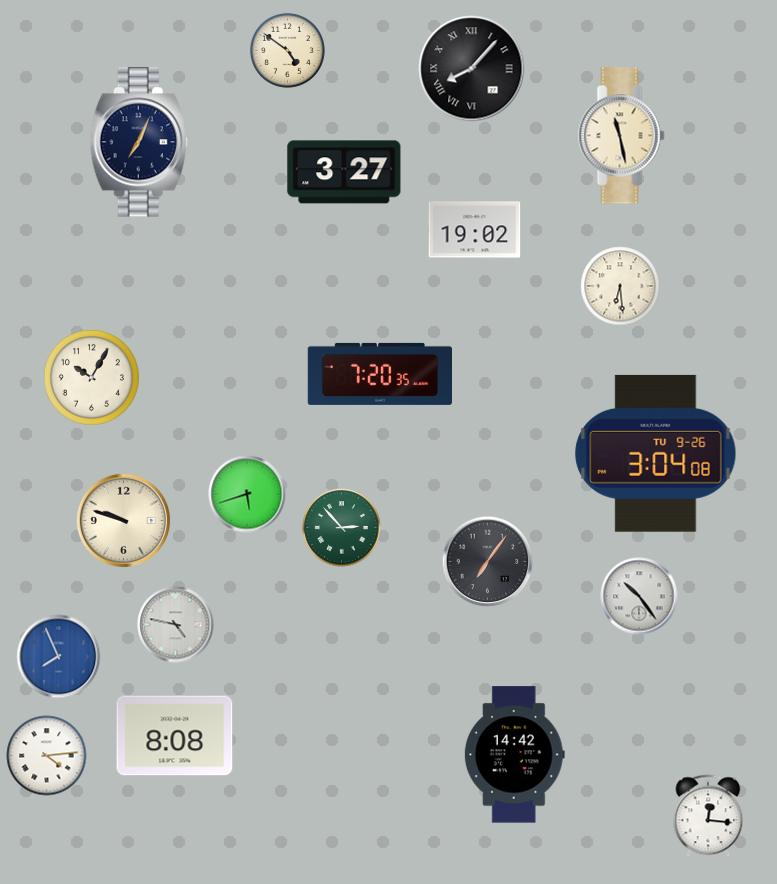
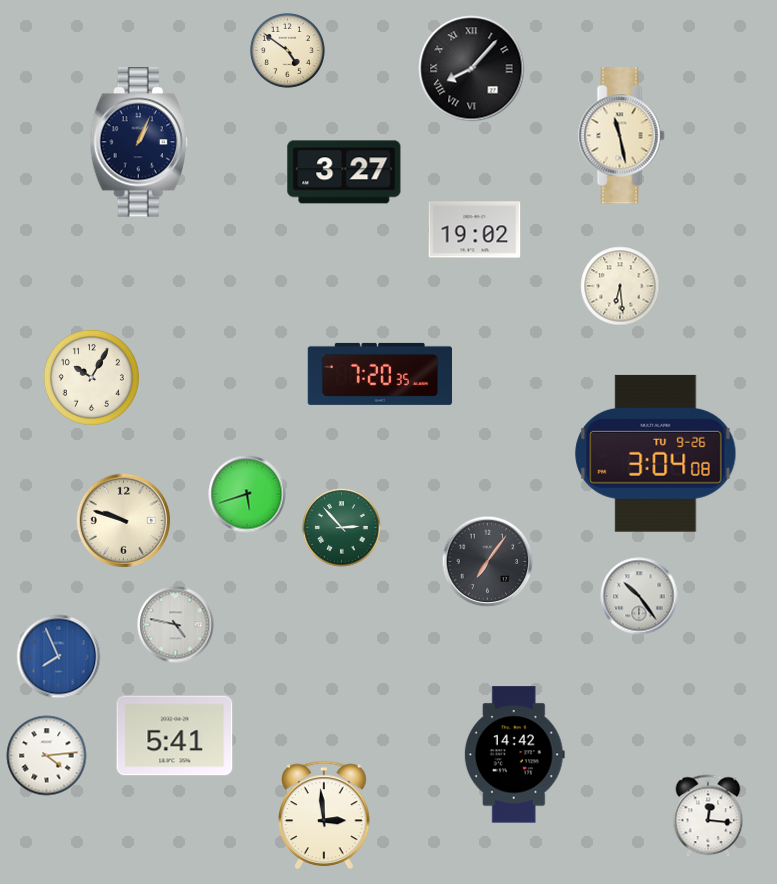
clock at (139, 142): 7:04 -> 1:04
clock at (175, 736): 8:08 -> 5:41
clock at (324, 815): none -> 2:59
